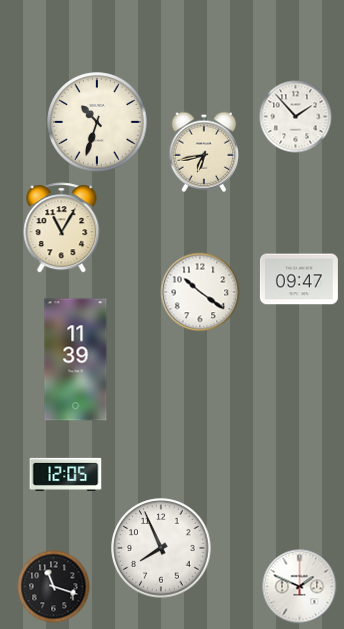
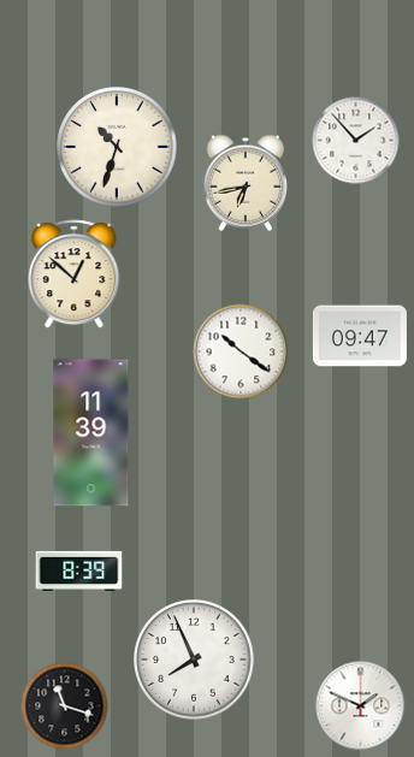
clock at (62, 228): 11:05 -> 12:52
clock at (66, 474): 12:05 -> 8:39
